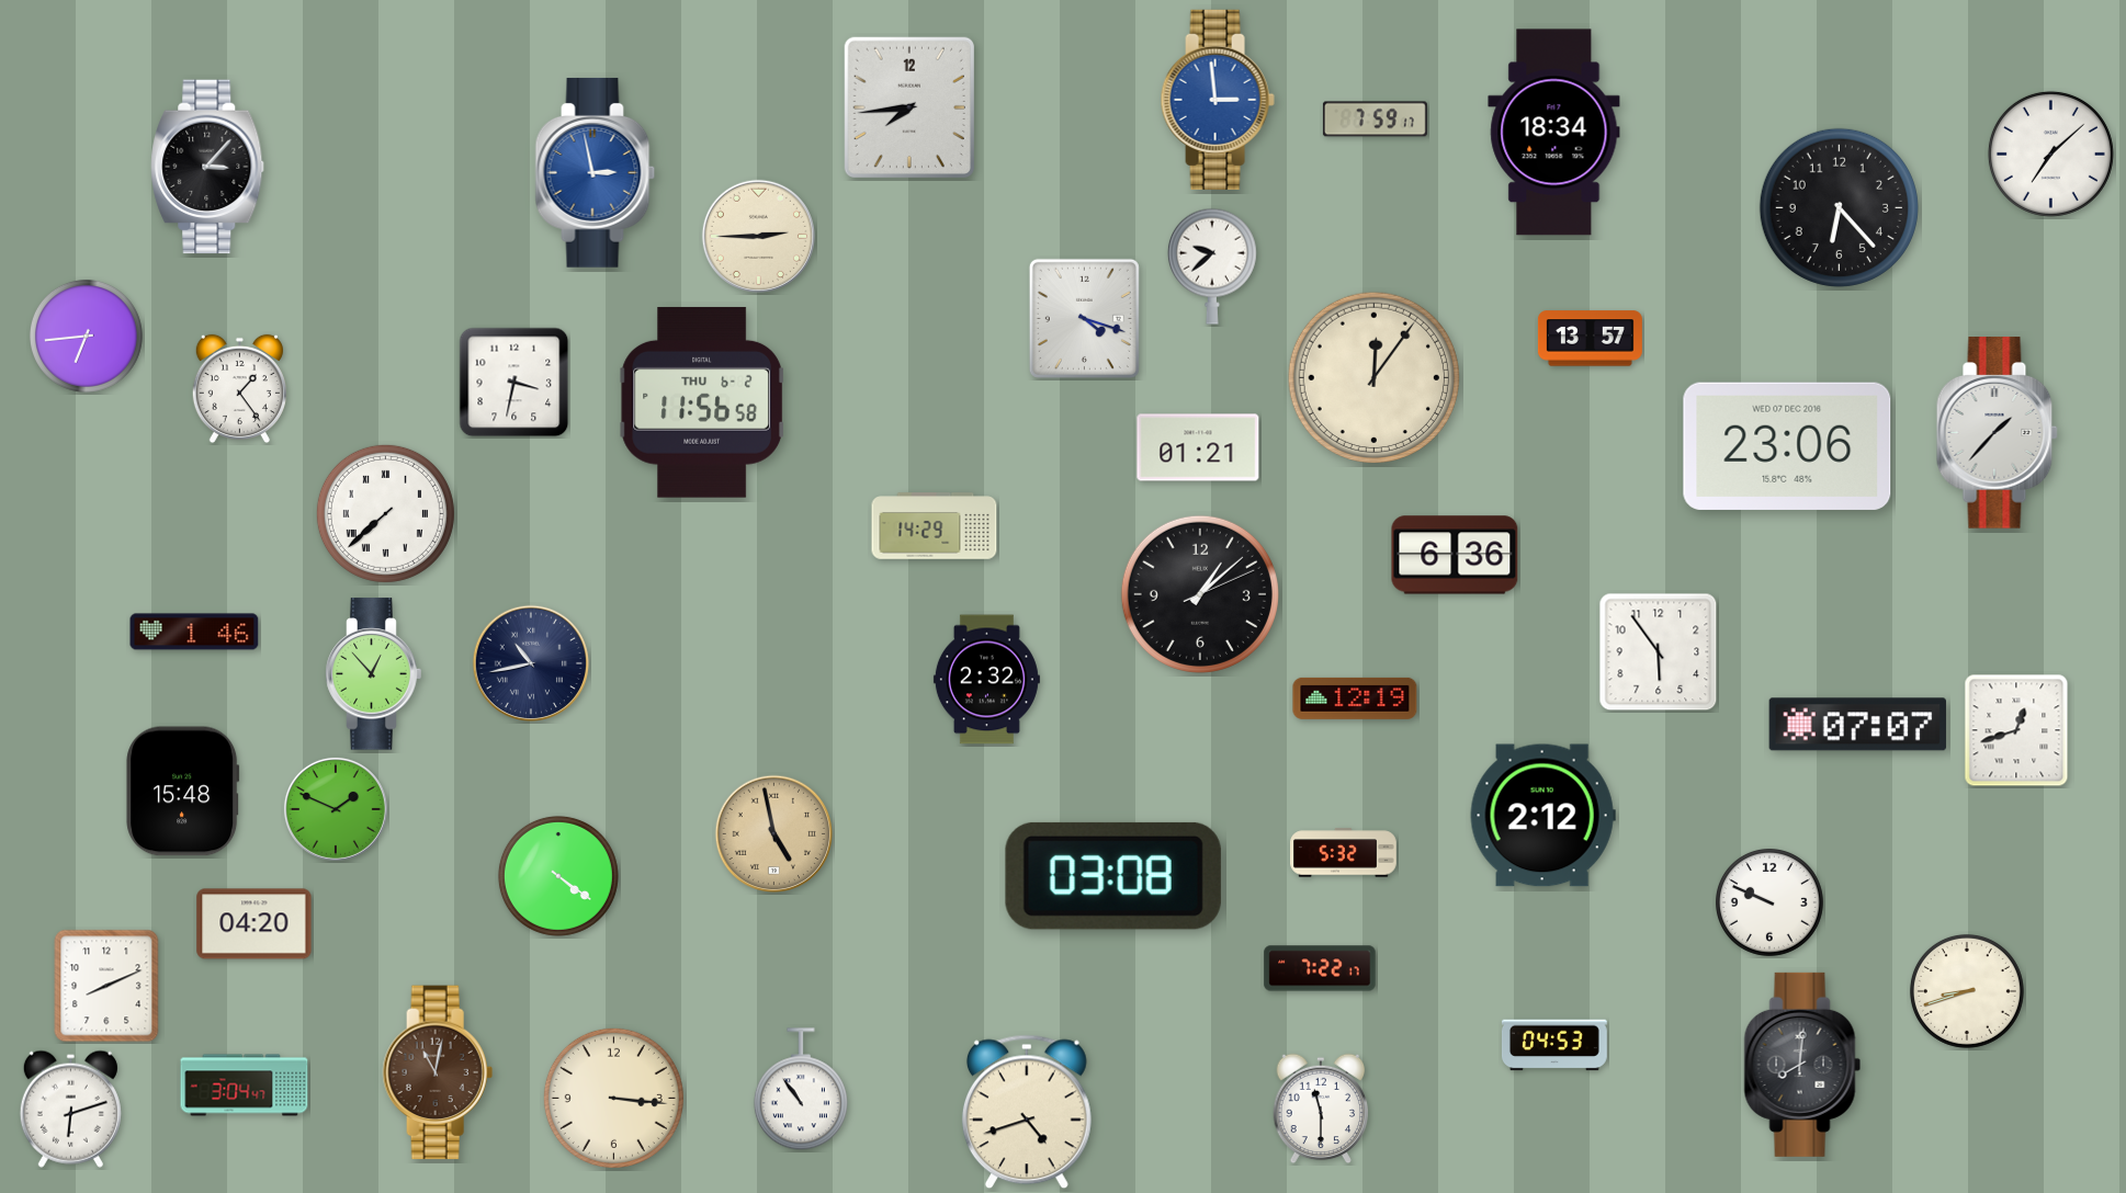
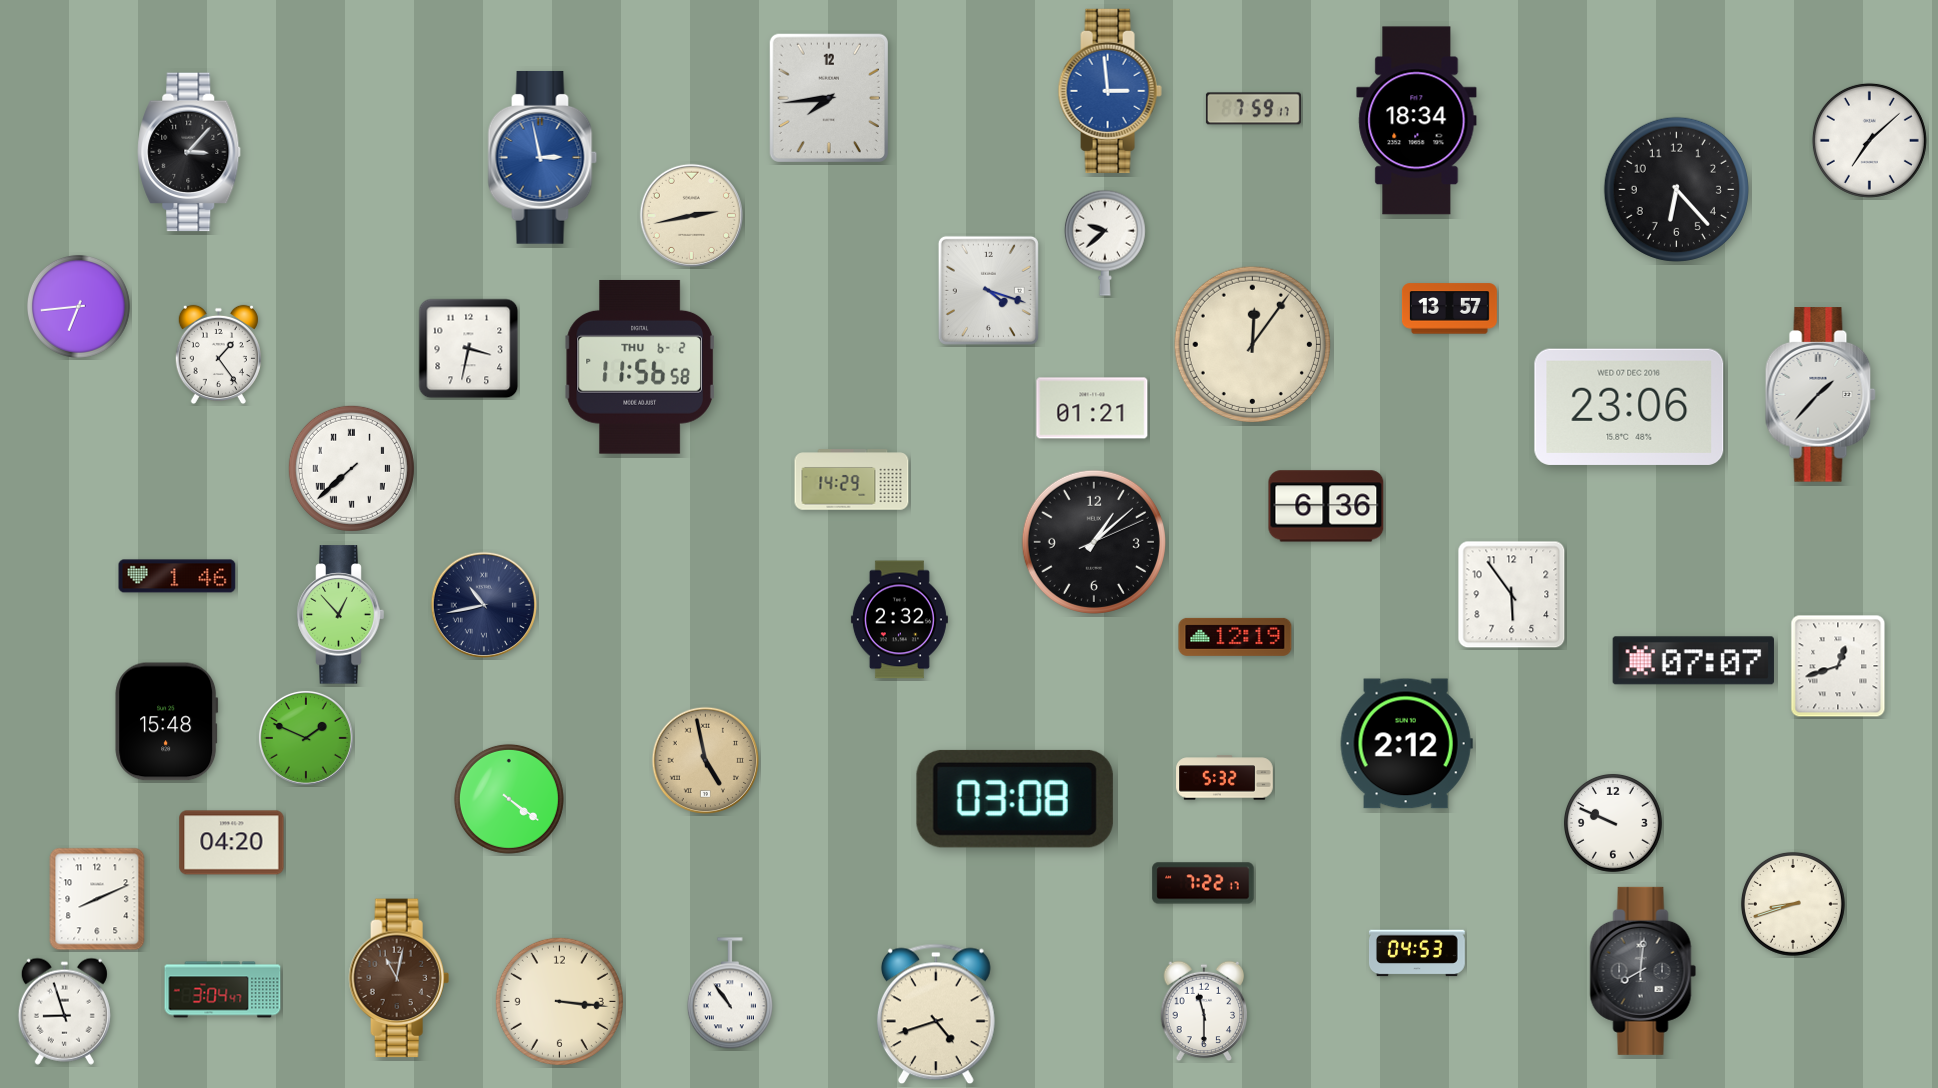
clock at (758, 236): 2:45 -> 2:43
clock at (70, 1109): 6:12 -> 8:57
